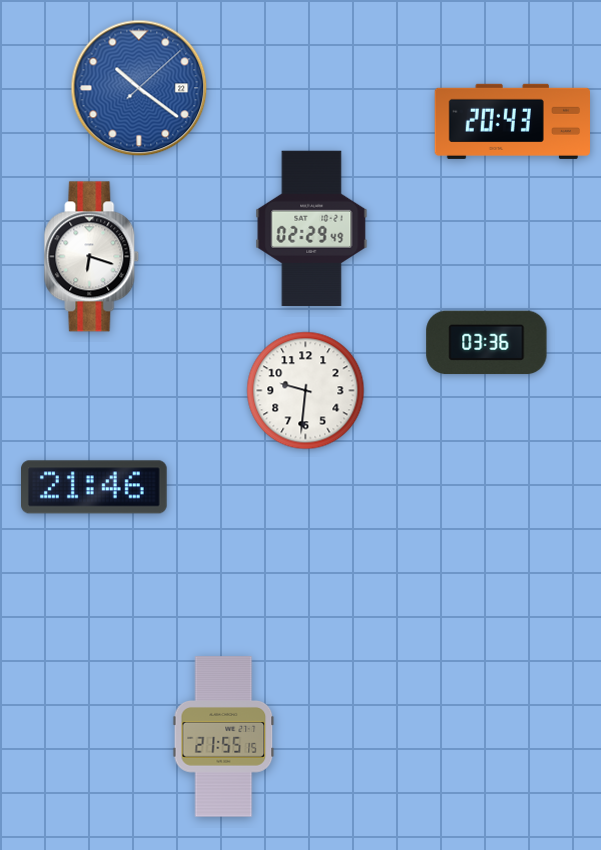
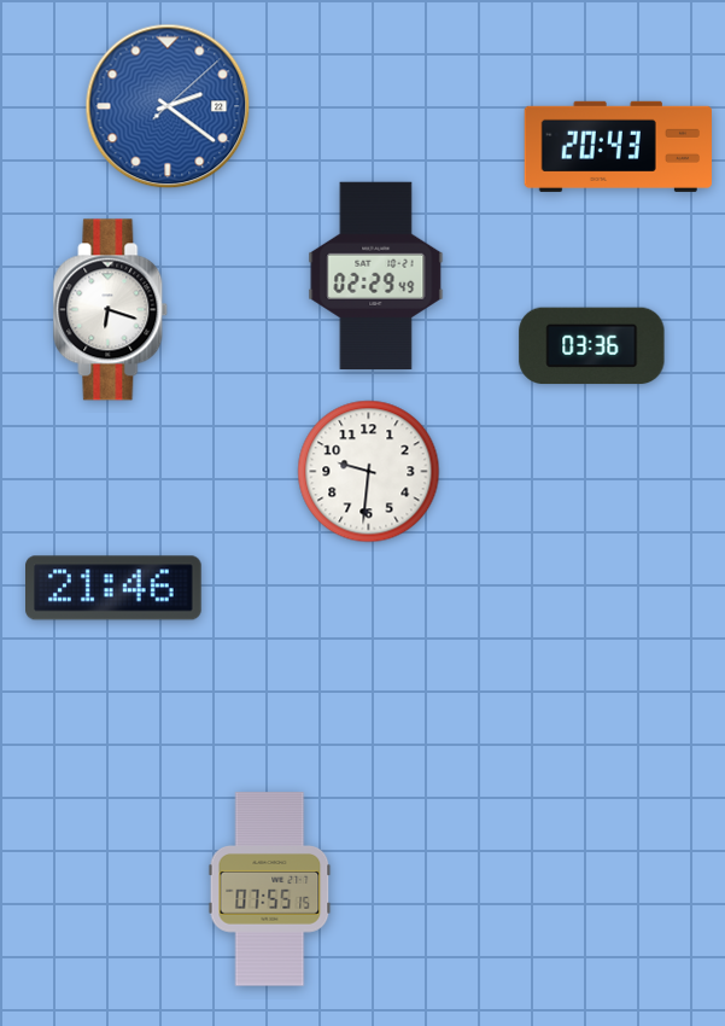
clock at (139, 88): 10:21 -> 2:21
clock at (487, 343) position: (487, 343) -> (592, 346)
clock at (224, 737): 21:55 -> 07:55
